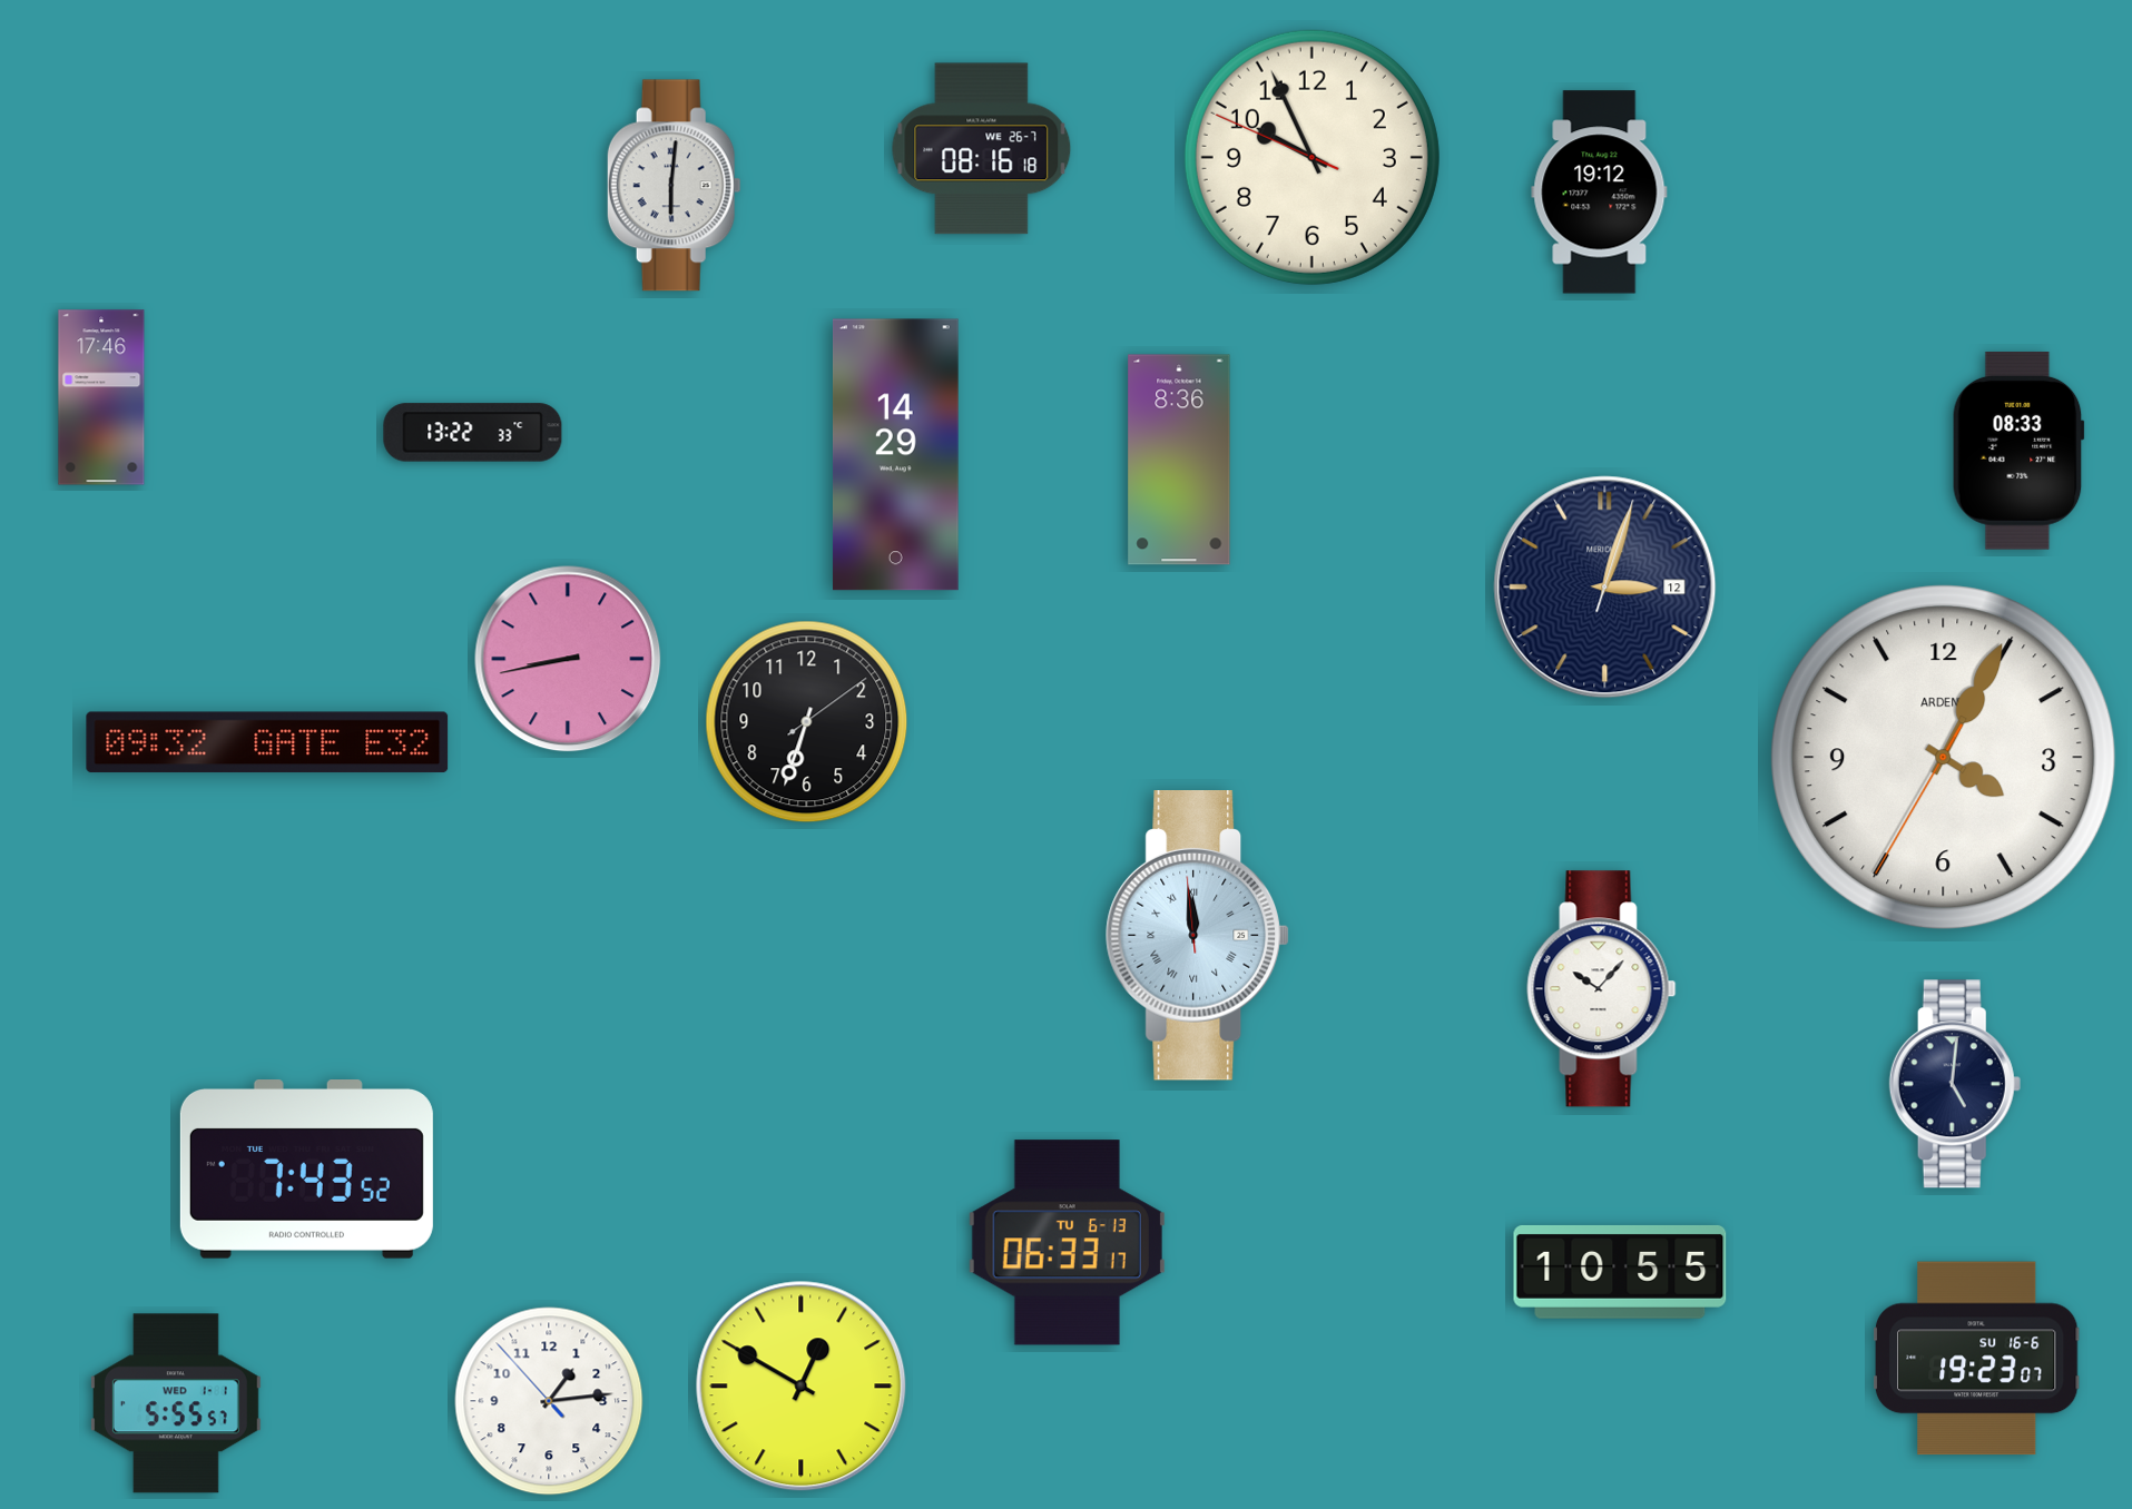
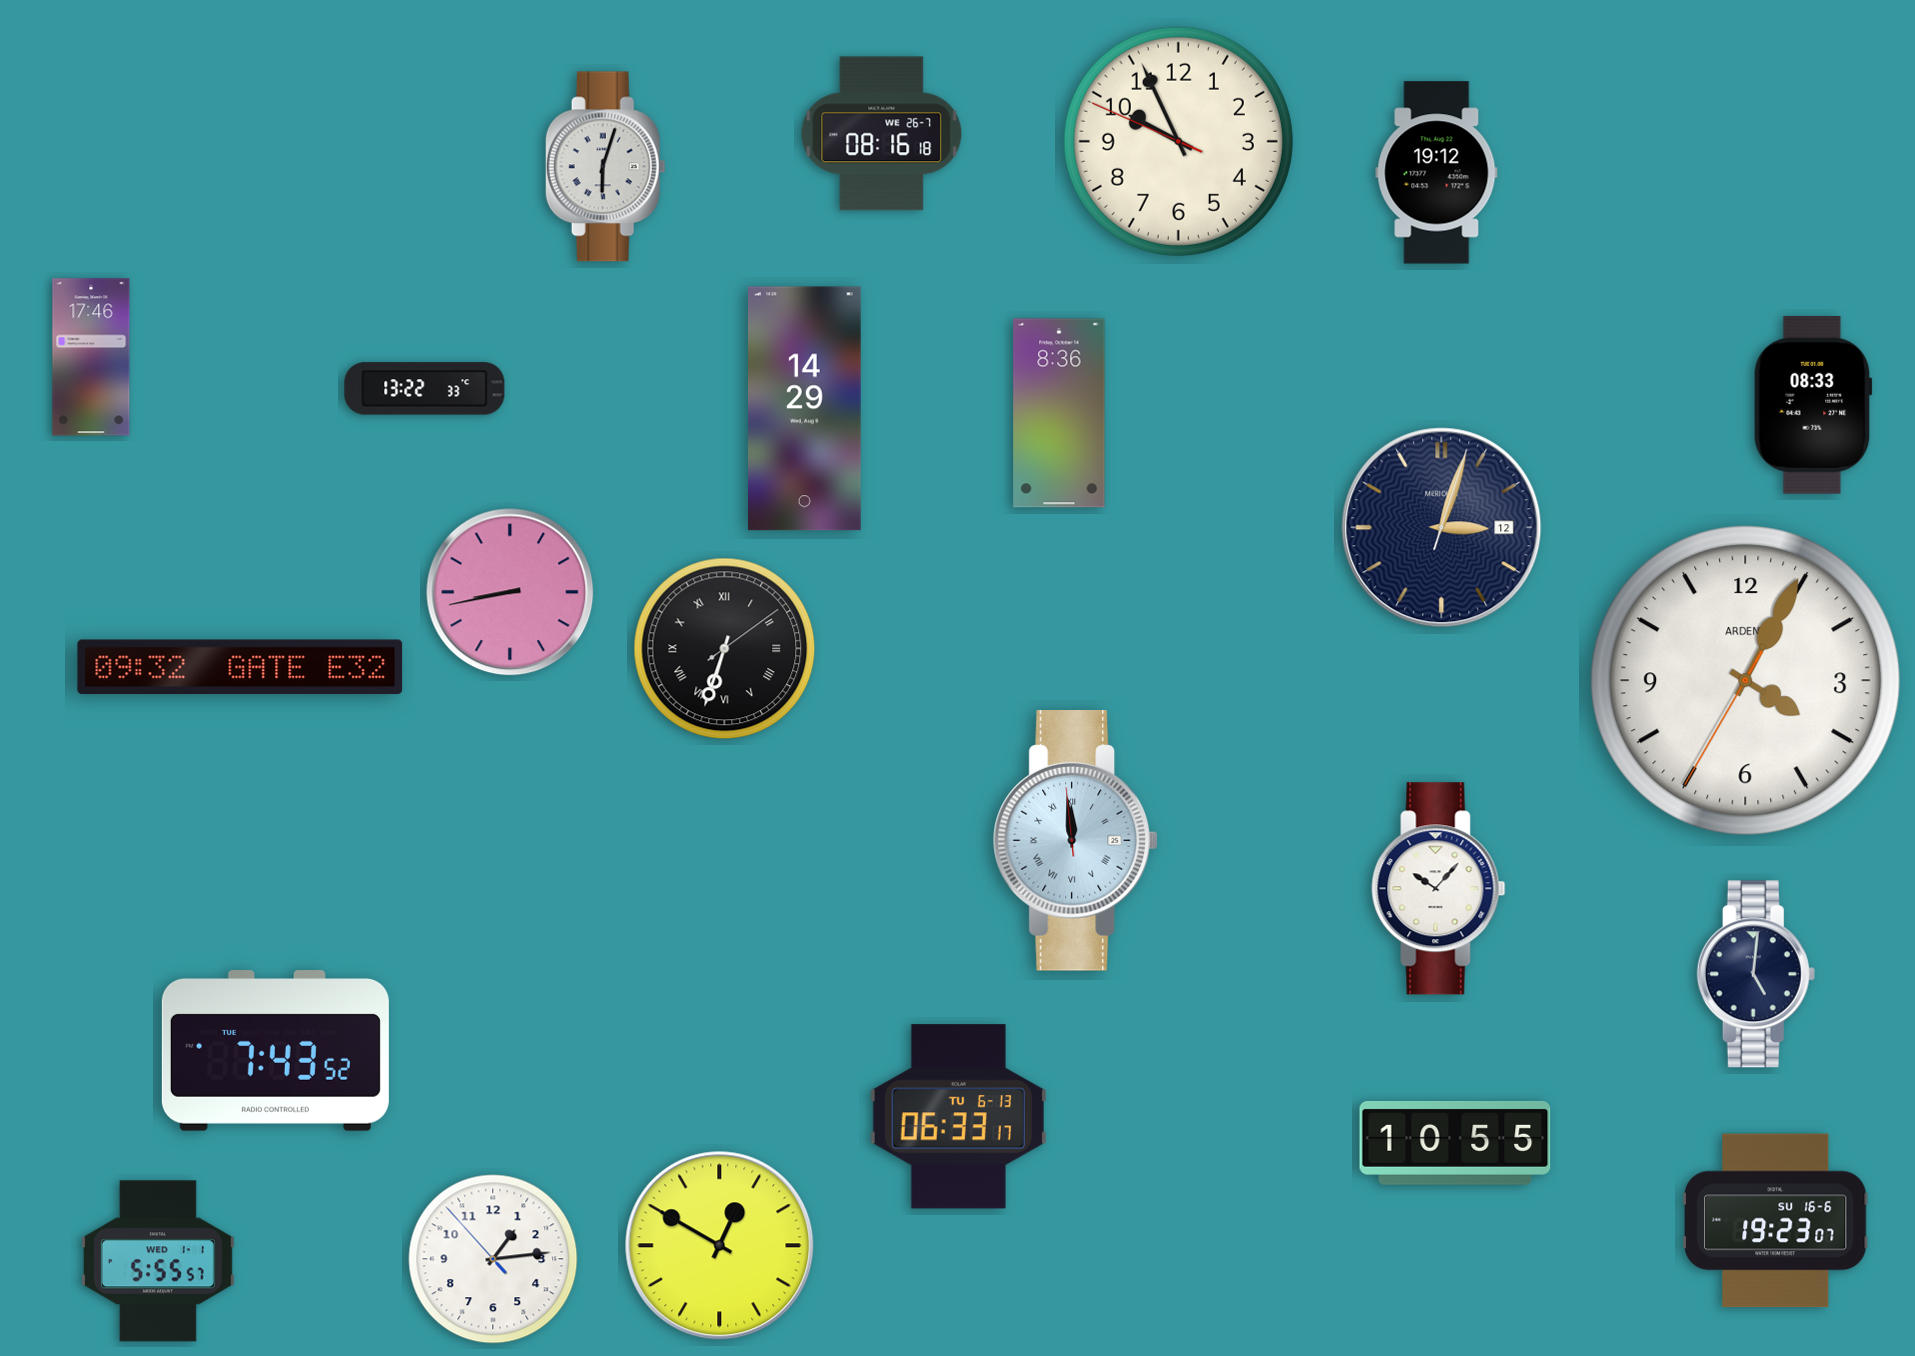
clock at (674, 186): 6:01 -> 6:03
clock at (807, 722) numerals: Arabic -> Roman
